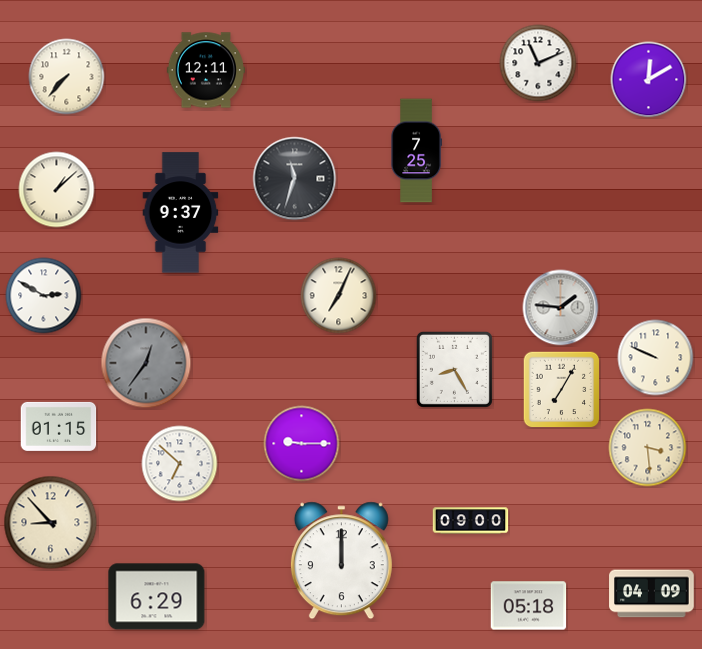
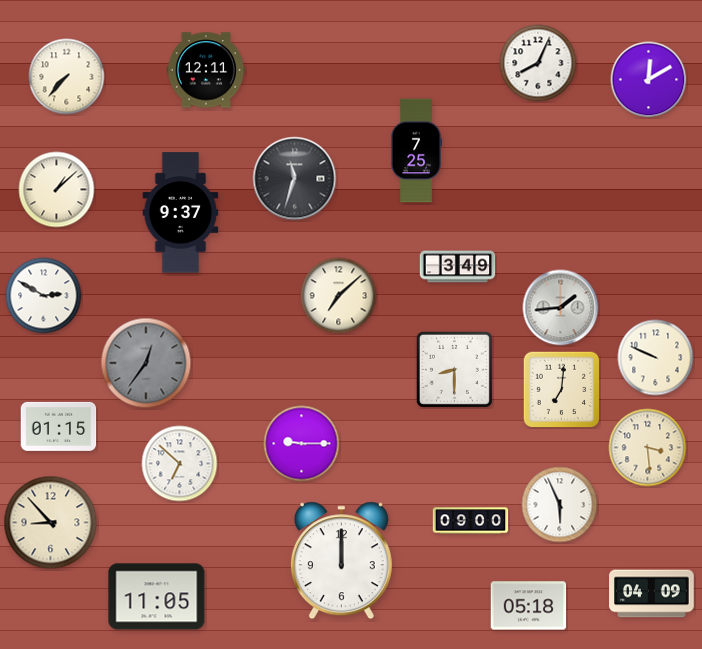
clock at (538, 63): 11:11 -> 8:04
clock at (458, 267): none -> 3:49
clock at (339, 296): 7:04 -> 7:08
clock at (561, 308): 1:46 -> 1:44
clock at (454, 369): 8:25 -> 8:30
clock at (561, 389): 7:05 -> 7:01
clock at (560, 505): none -> 5:56
clock at (157, 597): 6:29 -> 11:05
